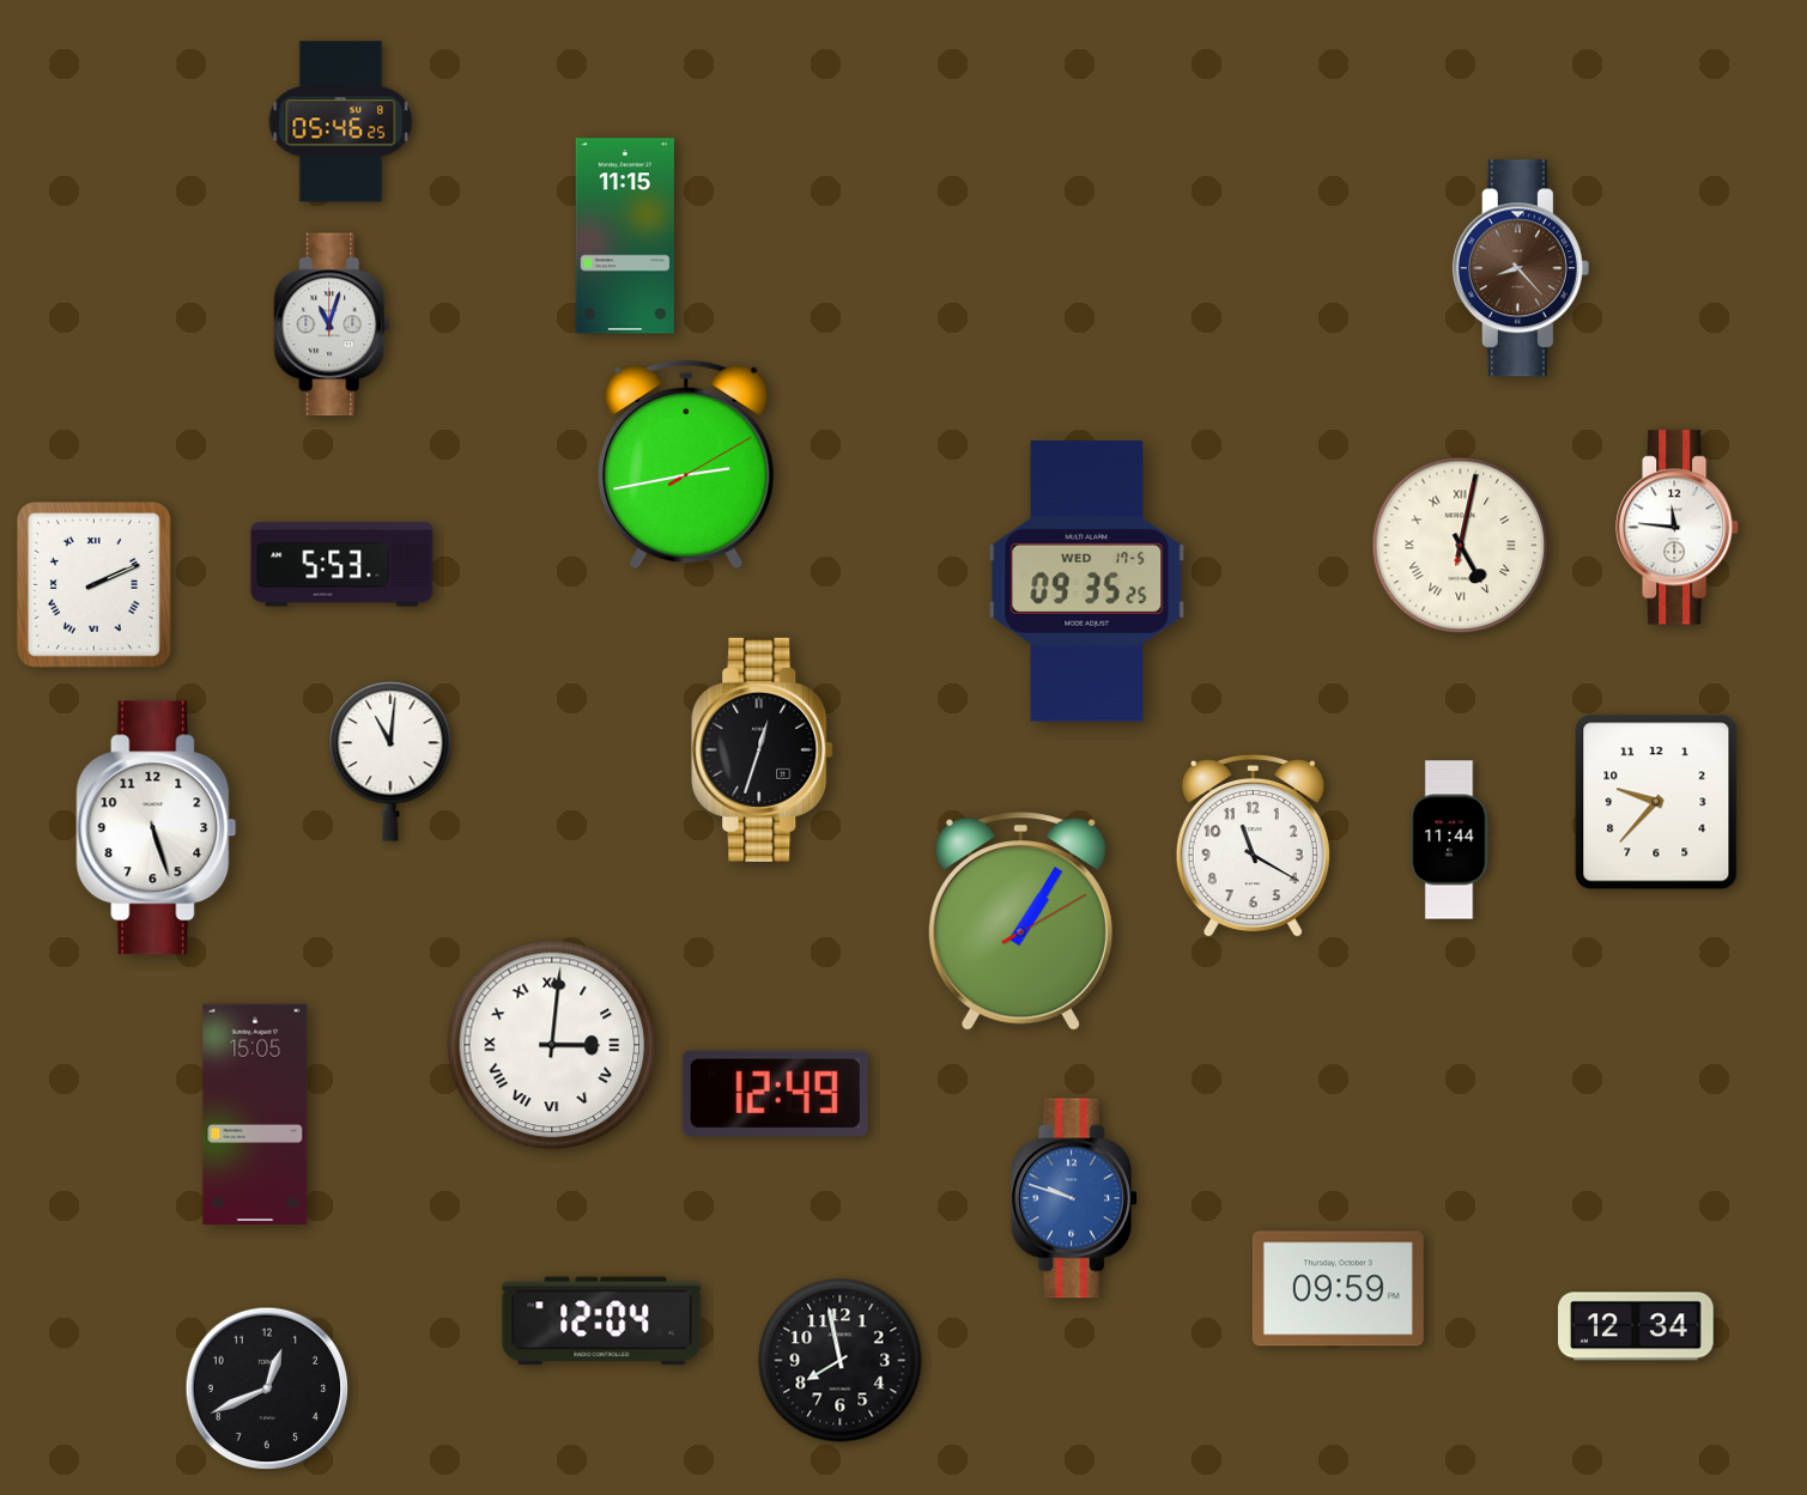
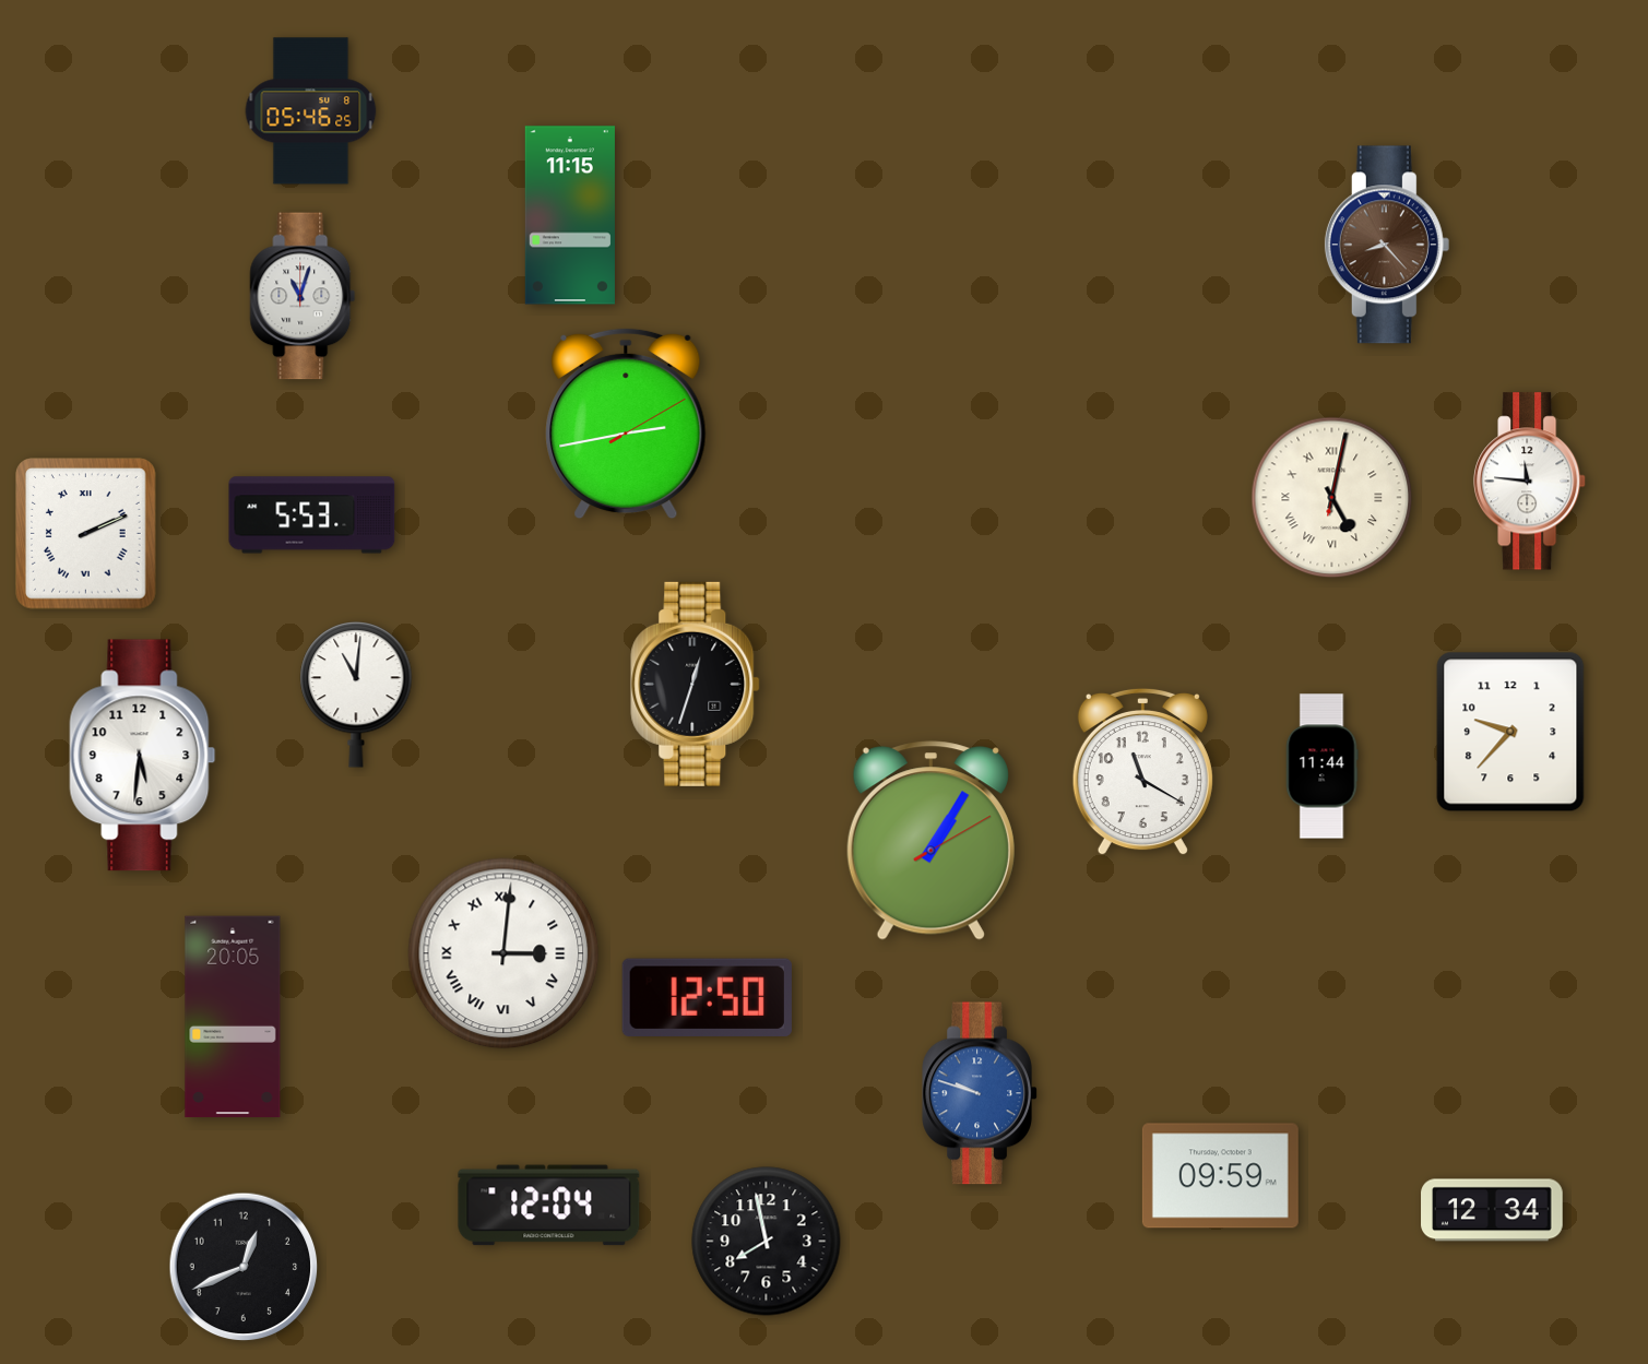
clock at (1087, 581): 09:35 -> none
clock at (157, 828): 5:27 -> 5:31
clock at (775, 1093): 12:49 -> 12:50
clock at (255, 1114): 15:05 -> 20:05
